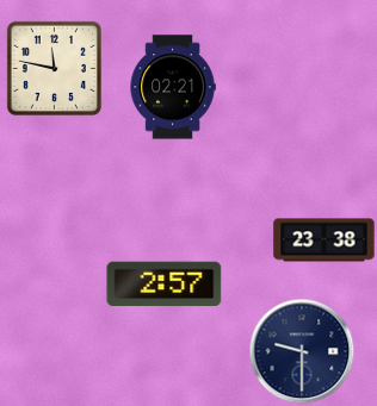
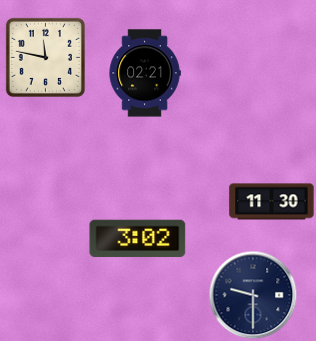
clock at (325, 241): 23:38 -> 11:30
clock at (165, 285): 2:57 -> 3:02
